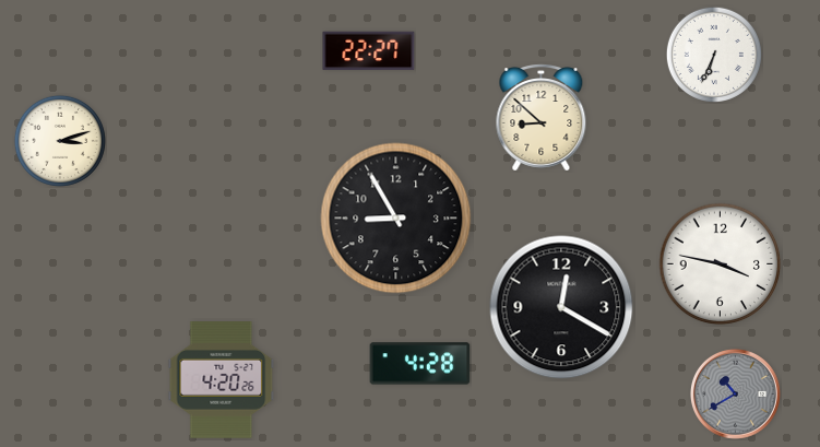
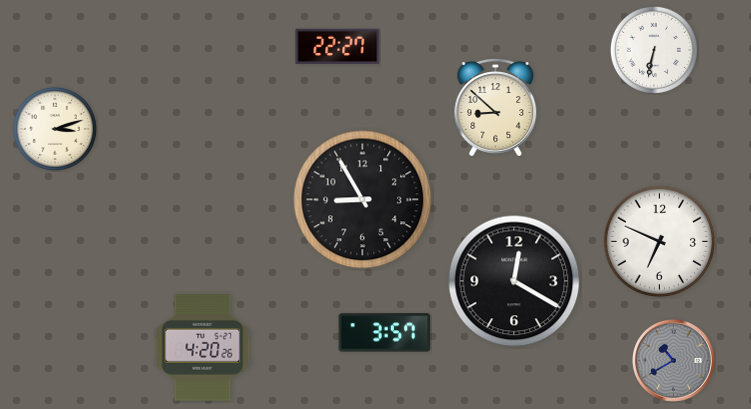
clock at (714, 55): 6:34 -> 6:32
clock at (721, 264): 3:47 -> 6:49
clock at (420, 364): 4:28 -> 3:57
